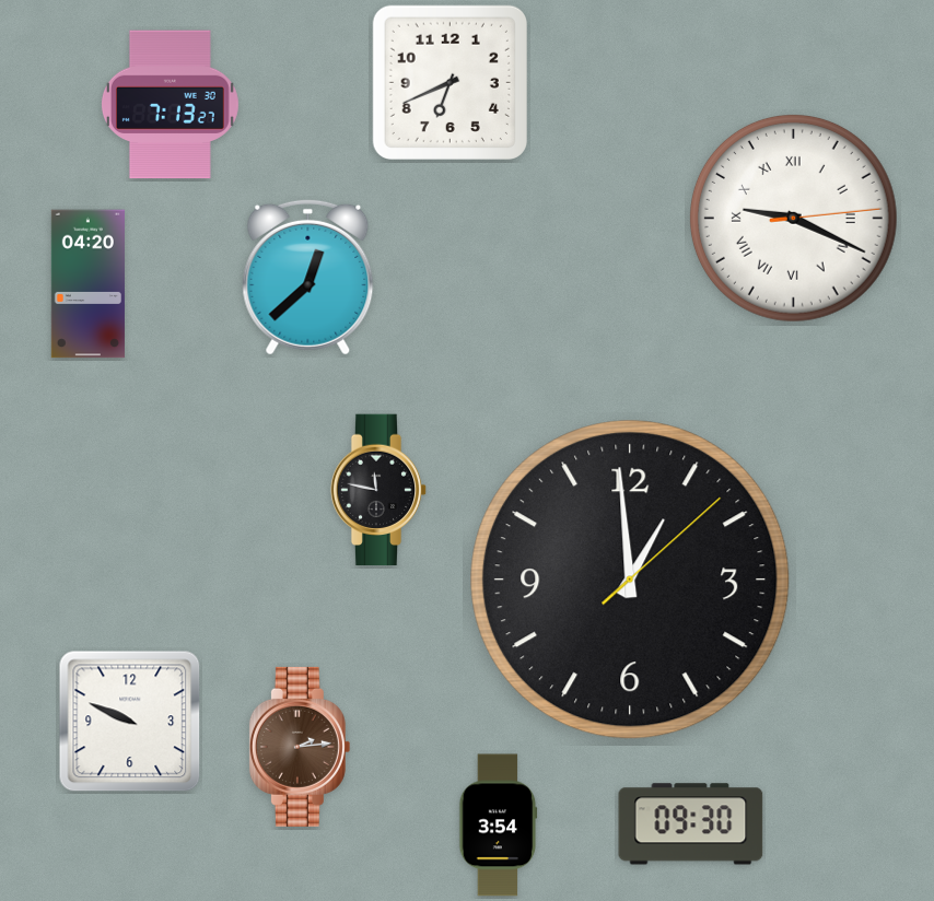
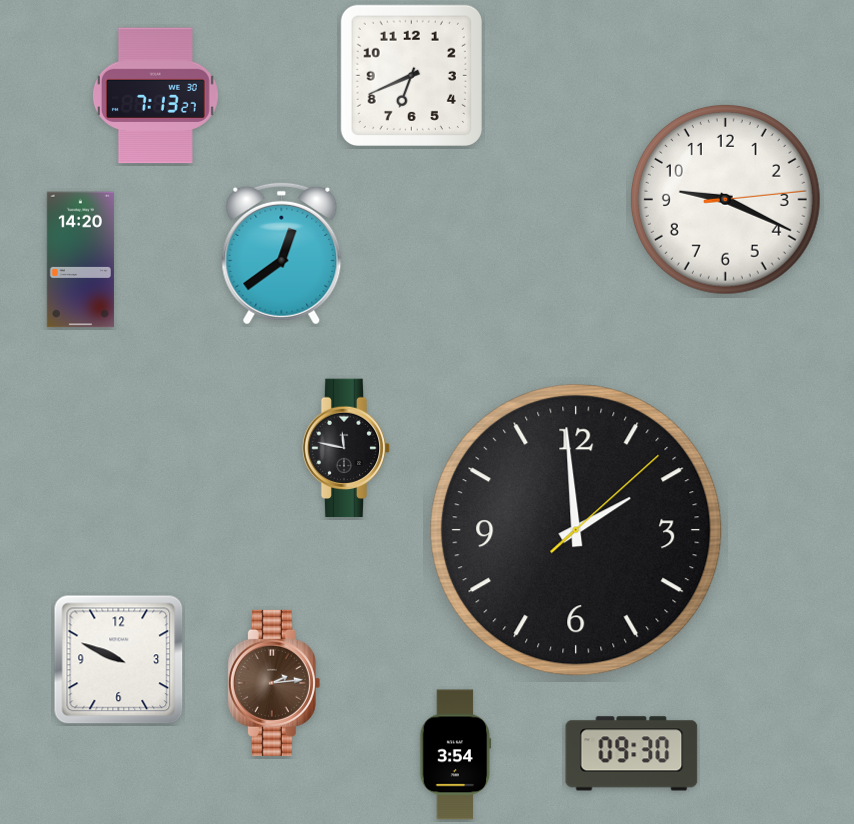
clock at (793, 218) numerals: Roman -> Arabic
clock at (308, 277): 12:38 -> 12:39
clock at (87, 284): 04:20 -> 14:20
clock at (630, 580): 12:59 -> 1:59
